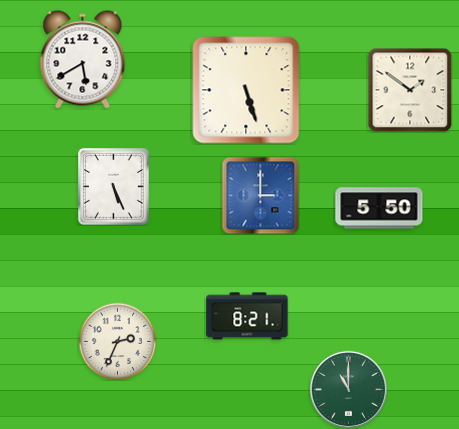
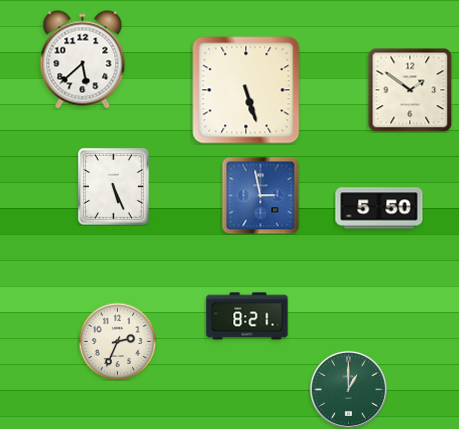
clock at (83, 60): 5:40 -> 5:38
clock at (260, 195): 3:00 -> 2:58
clock at (348, 389): 11:00 -> 1:00
